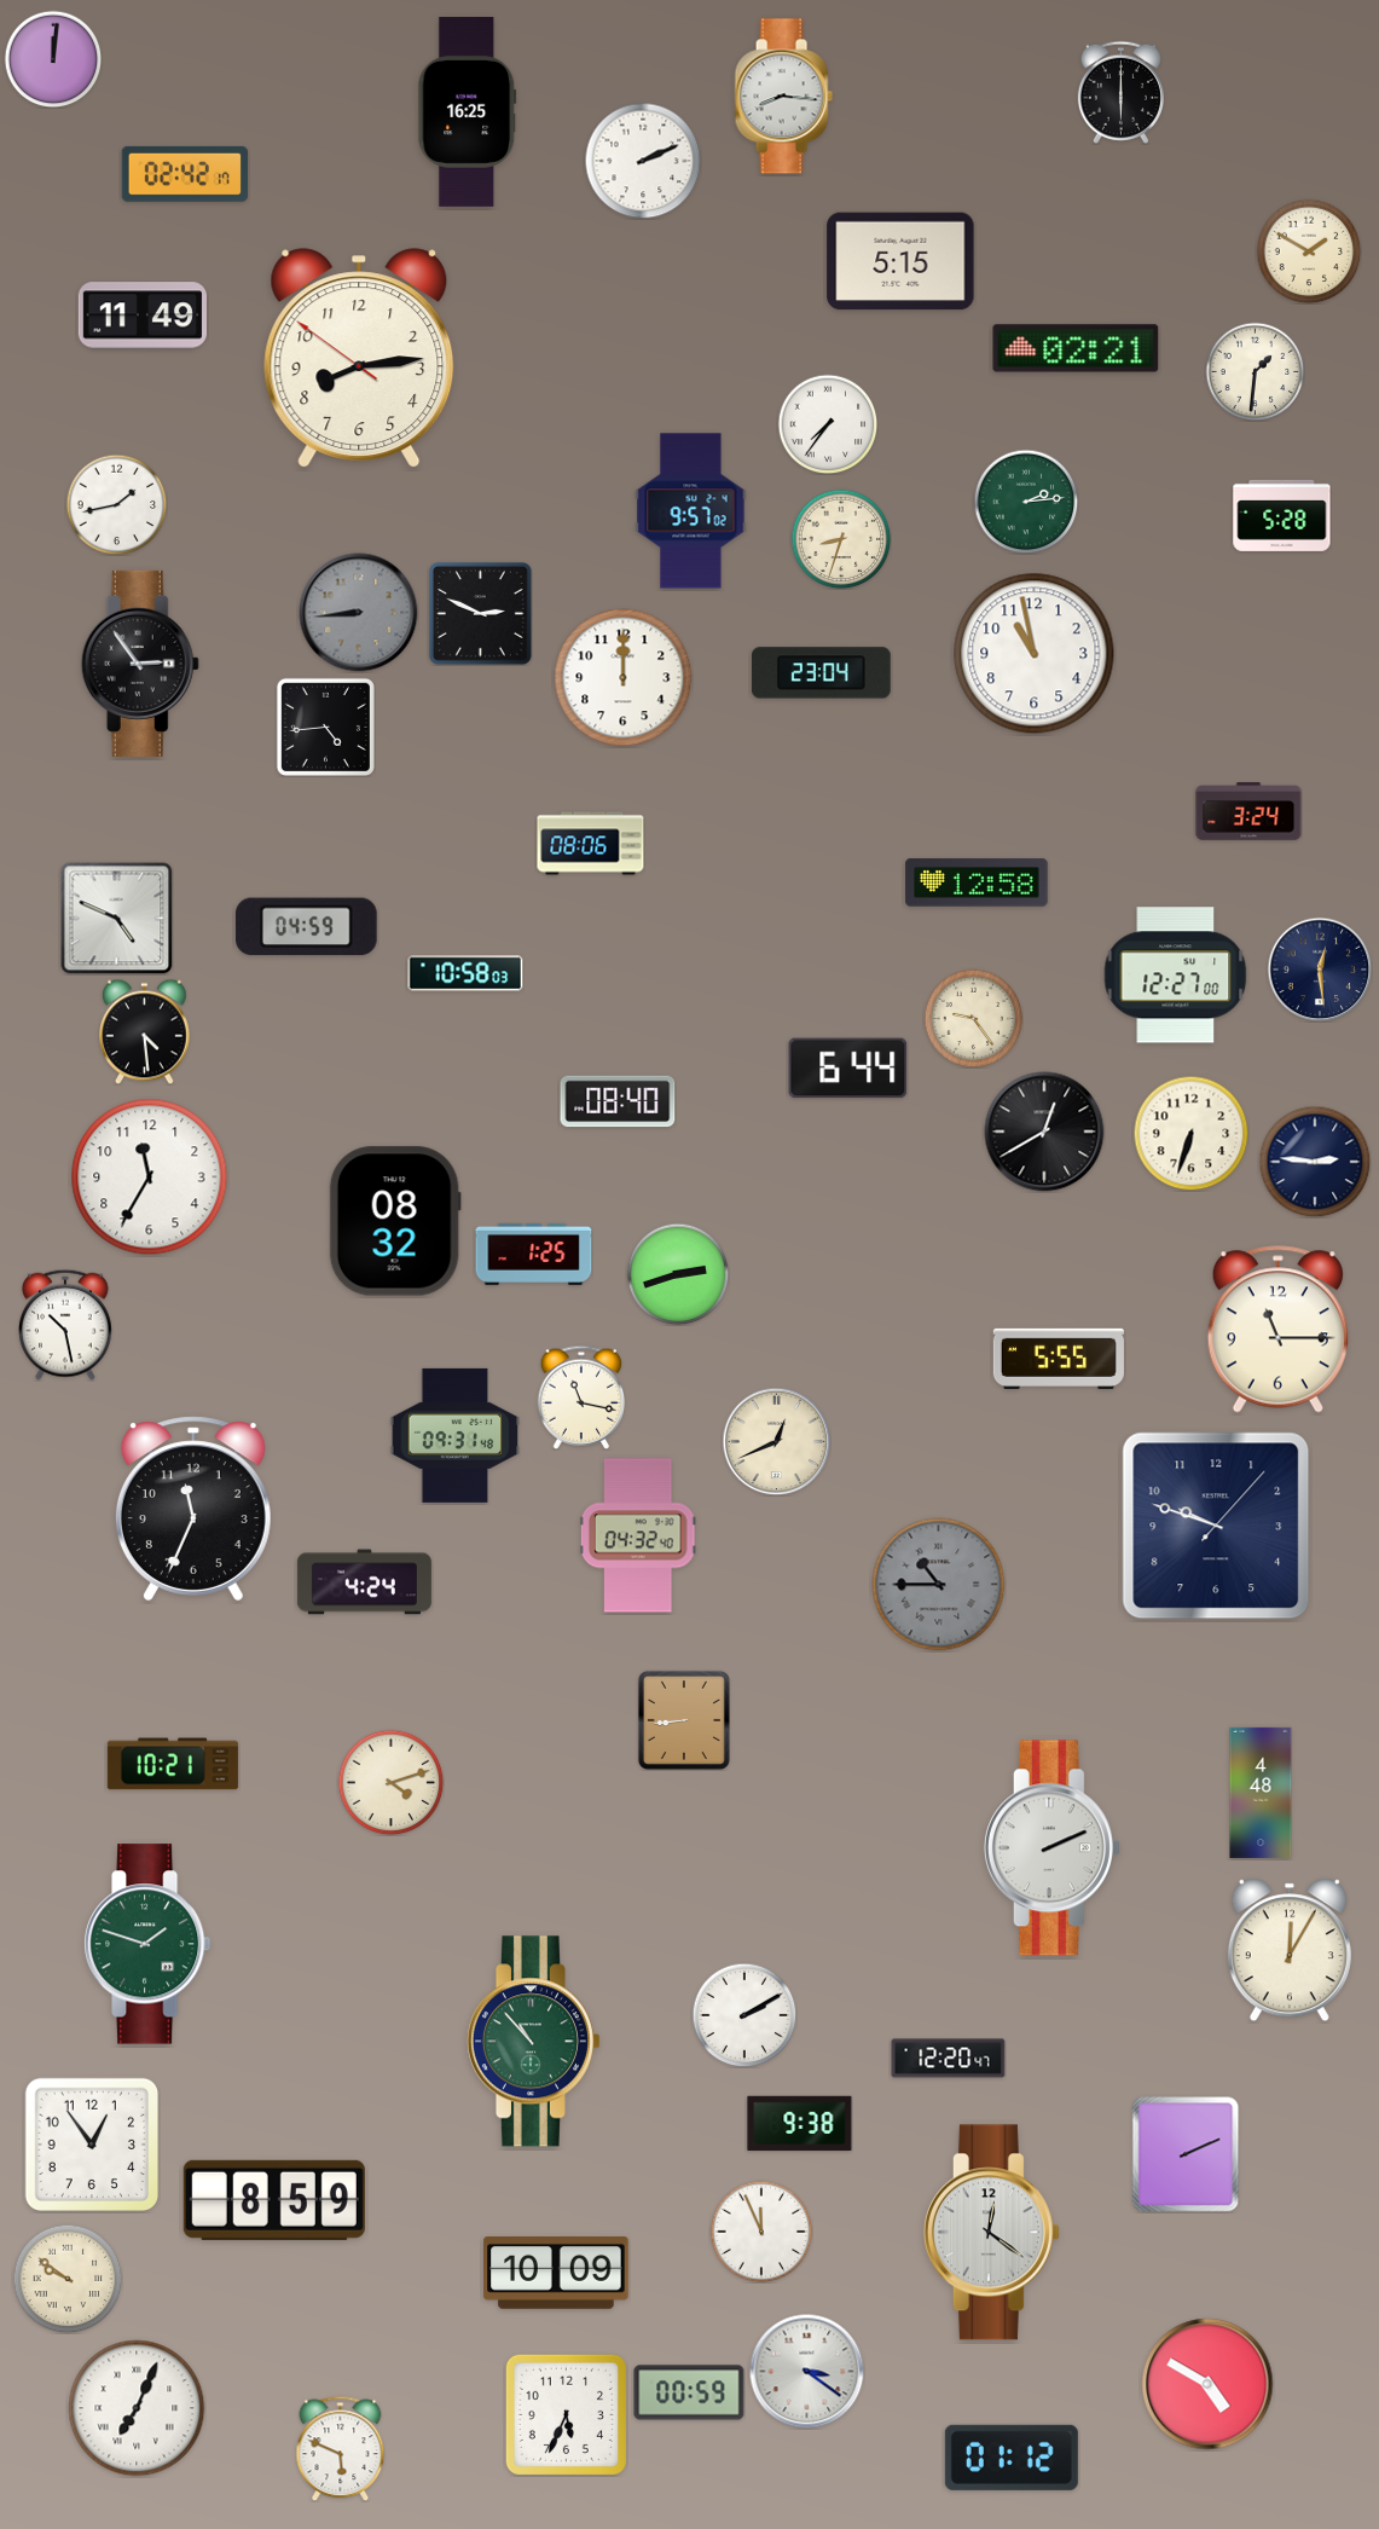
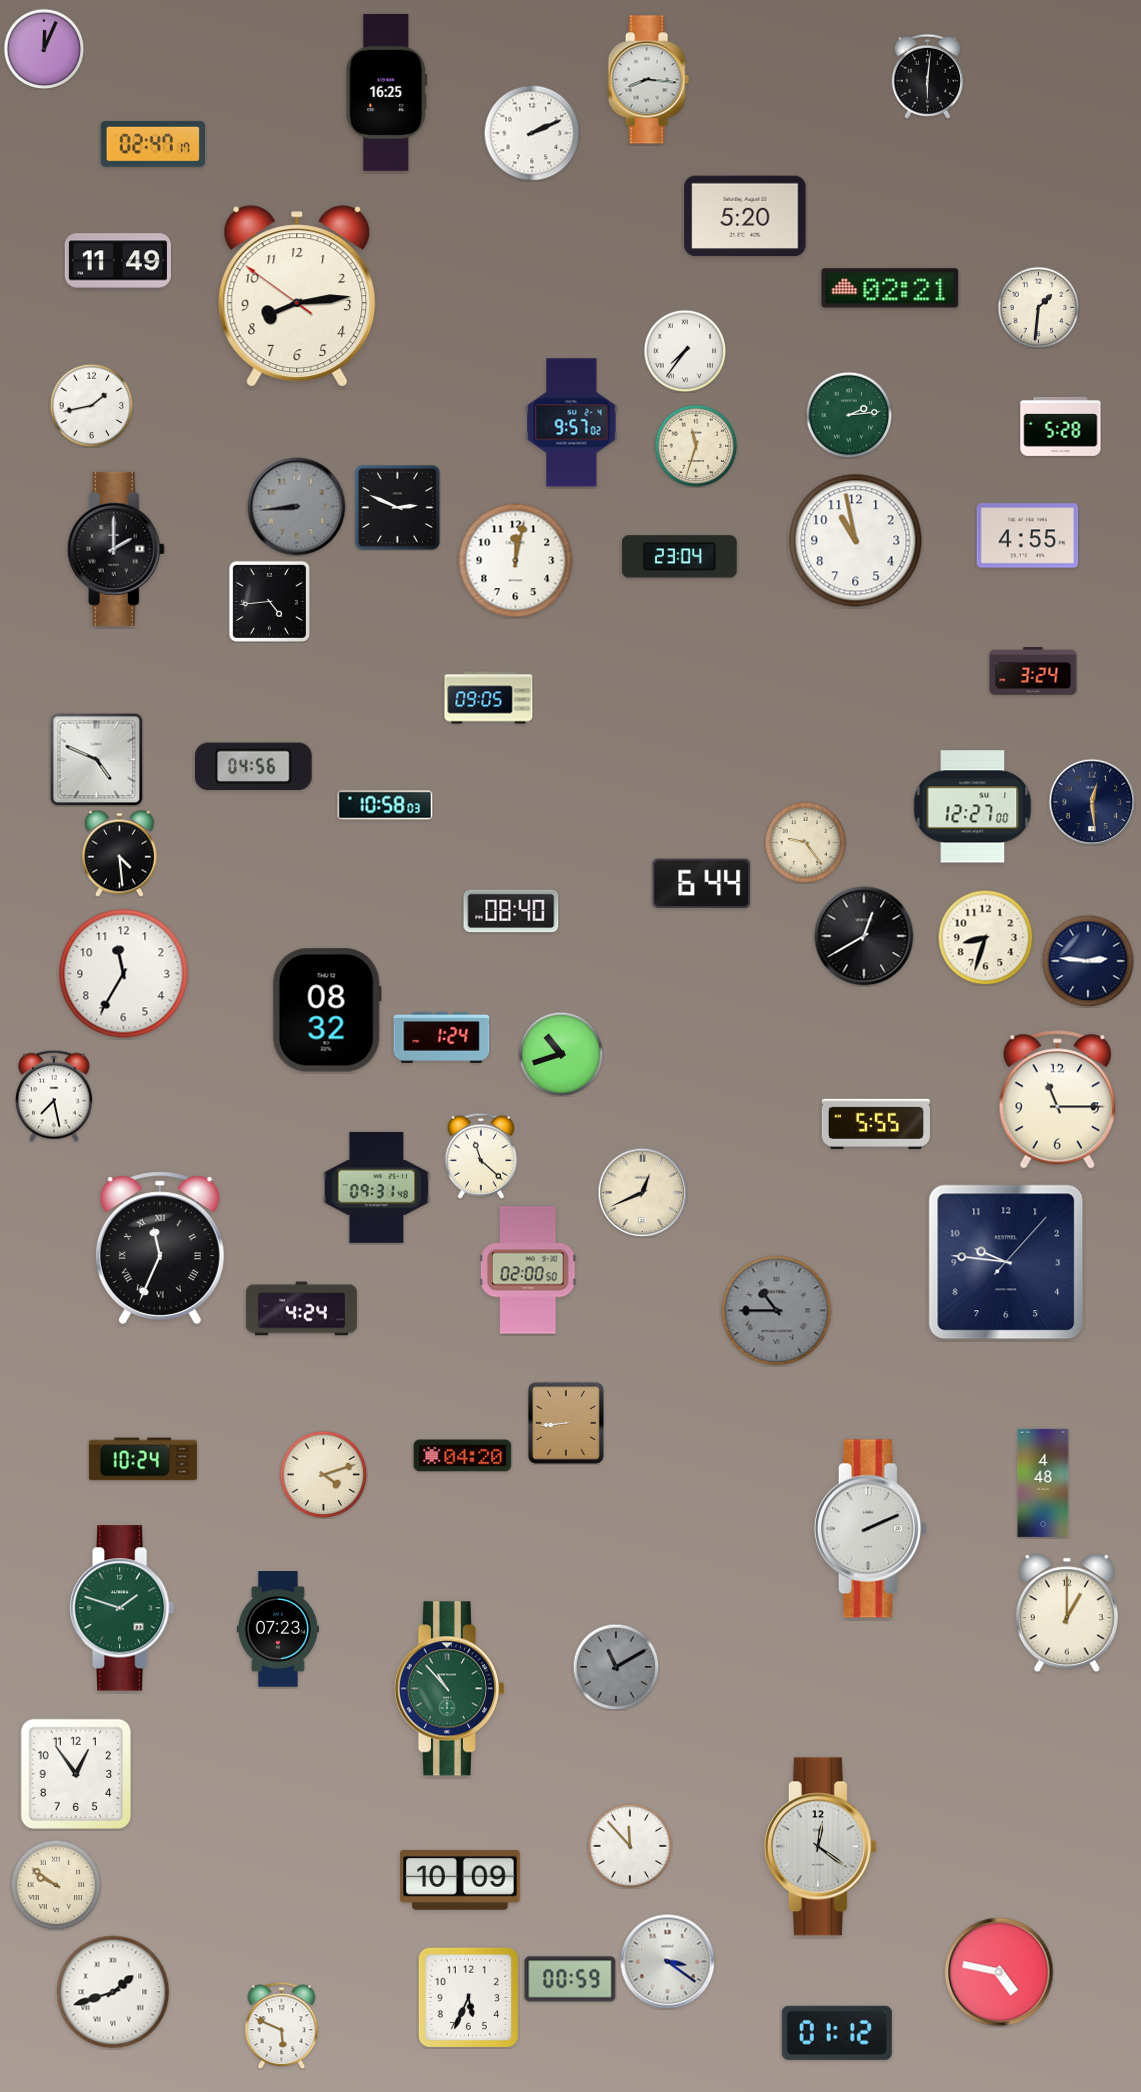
clock at (53, 59): 12:01 -> 12:04
clock at (1120, 92): 6:00 -> 6:01
clock at (184, 174): 02:42 -> 02:47
clock at (1309, 251): 1:50 -> none
clock at (900, 261): 5:15 -> 5:20
clock at (116, 504) position: (116, 504) -> (91, 405)
clock at (841, 539): 8:33 -> 11:33
clock at (1028, 536): none -> 4:55
clock at (140, 664): 2:54 -> 2:00
clock at (624, 678): 12:00 -> 12:02
clock at (591, 844): 08:06 -> 09:05
clock at (977, 882): 12:58 -> none
clock at (307, 927): 04:59 -> 04:56
clock at (1190, 1133): 6:33 -> 8:33
clock at (534, 1254): 1:25 -> 1:24
clock at (678, 1274): 2:42 -> 10:42
clock at (65, 1325): 10:28 -> 7:28
clock at (581, 1397): 11:17 -> 11:22
clock at (193, 1509) numerals: Arabic -> Roman
clock at (1216, 1526): 9:48 -> 9:46
clock at (638, 1535): 04:32 -> 02:00
clock at (463, 1456): none -> 04:20
clock at (173, 1764): 10:21 -> 10:24
clock at (1290, 1950): 12:05 -> 1:00
clock at (278, 1629): none -> 07:23
clock at (744, 2015): 2:10 -> 11:10
clock at (744, 2015) dial: white -> grey
clock at (533, 2042) position: (533, 2042) -> (449, 1689)
clock at (949, 2059): 12:20 -> none
clock at (800, 2124): 9:38 -> none
clock at (1186, 2154): 2:11 -> none
clock at (274, 2200): 8:59 -> none
clock at (761, 2232): 11:56 -> 11:53
clock at (1207, 2384): 4:50 -> 4:47
clock at (137, 2408): 7:04 -> 1:42
